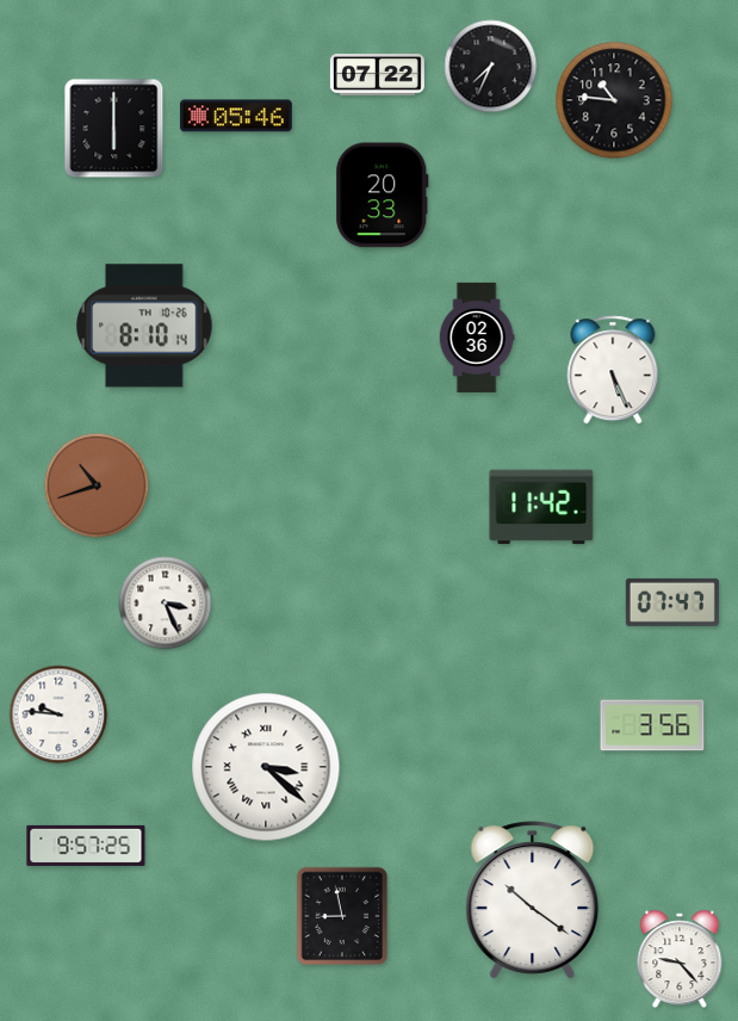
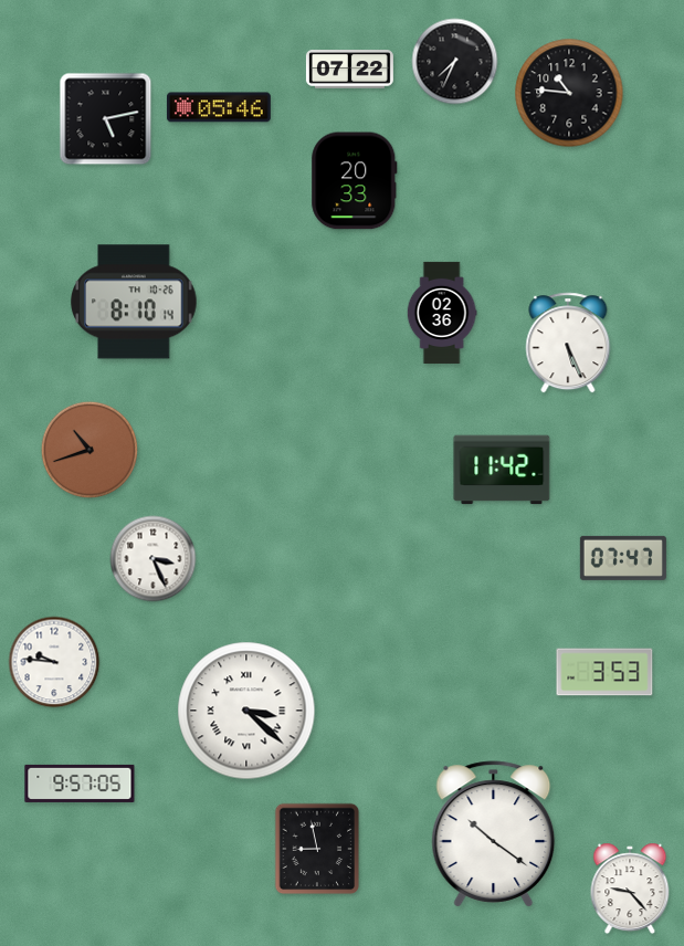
clock at (114, 129): 6:00 -> 5:13
clock at (652, 725): 3:56 -> 3:53
clock at (86, 846): 9:57:25 -> 9:57:05
